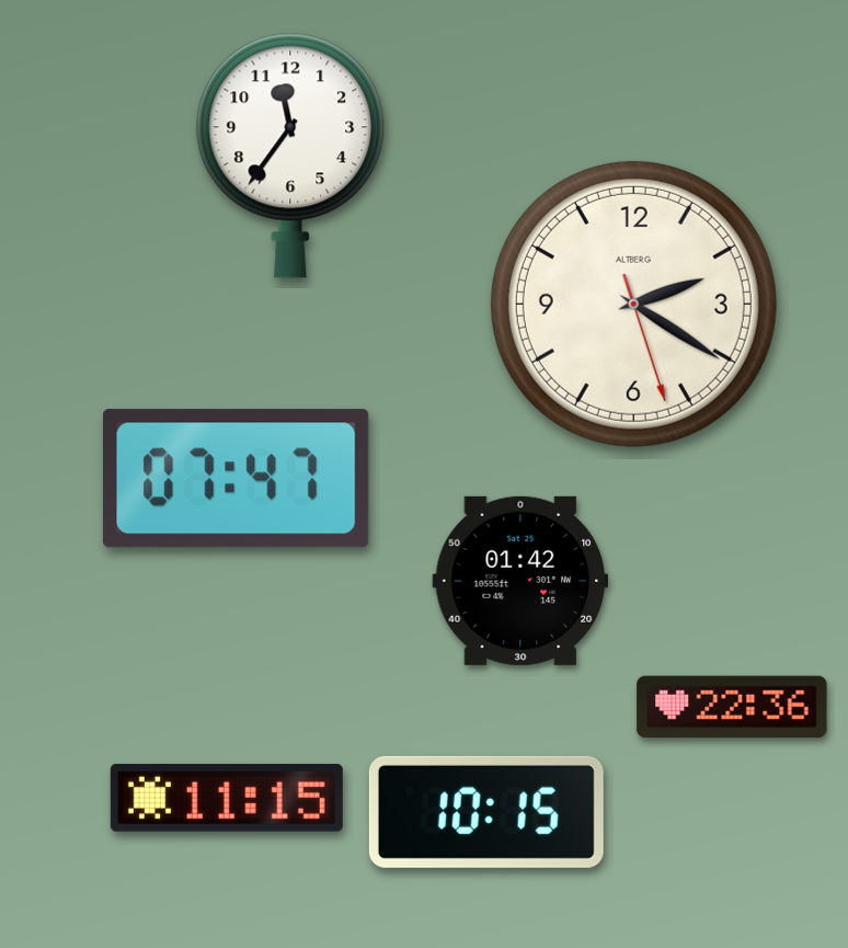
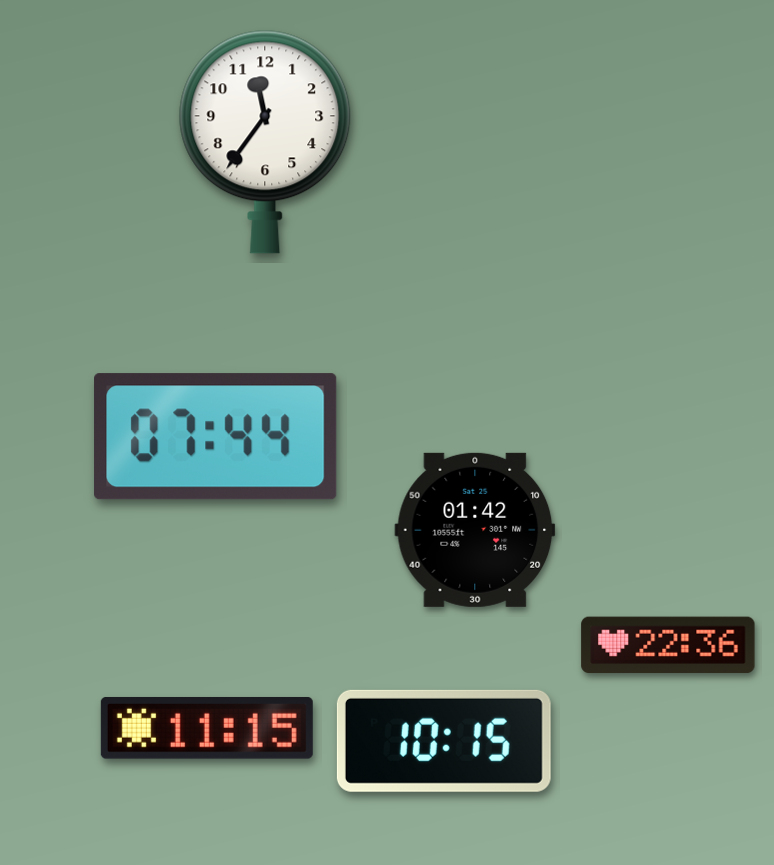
clock at (633, 304): 2:20 -> none
clock at (237, 479): 07:47 -> 07:44
